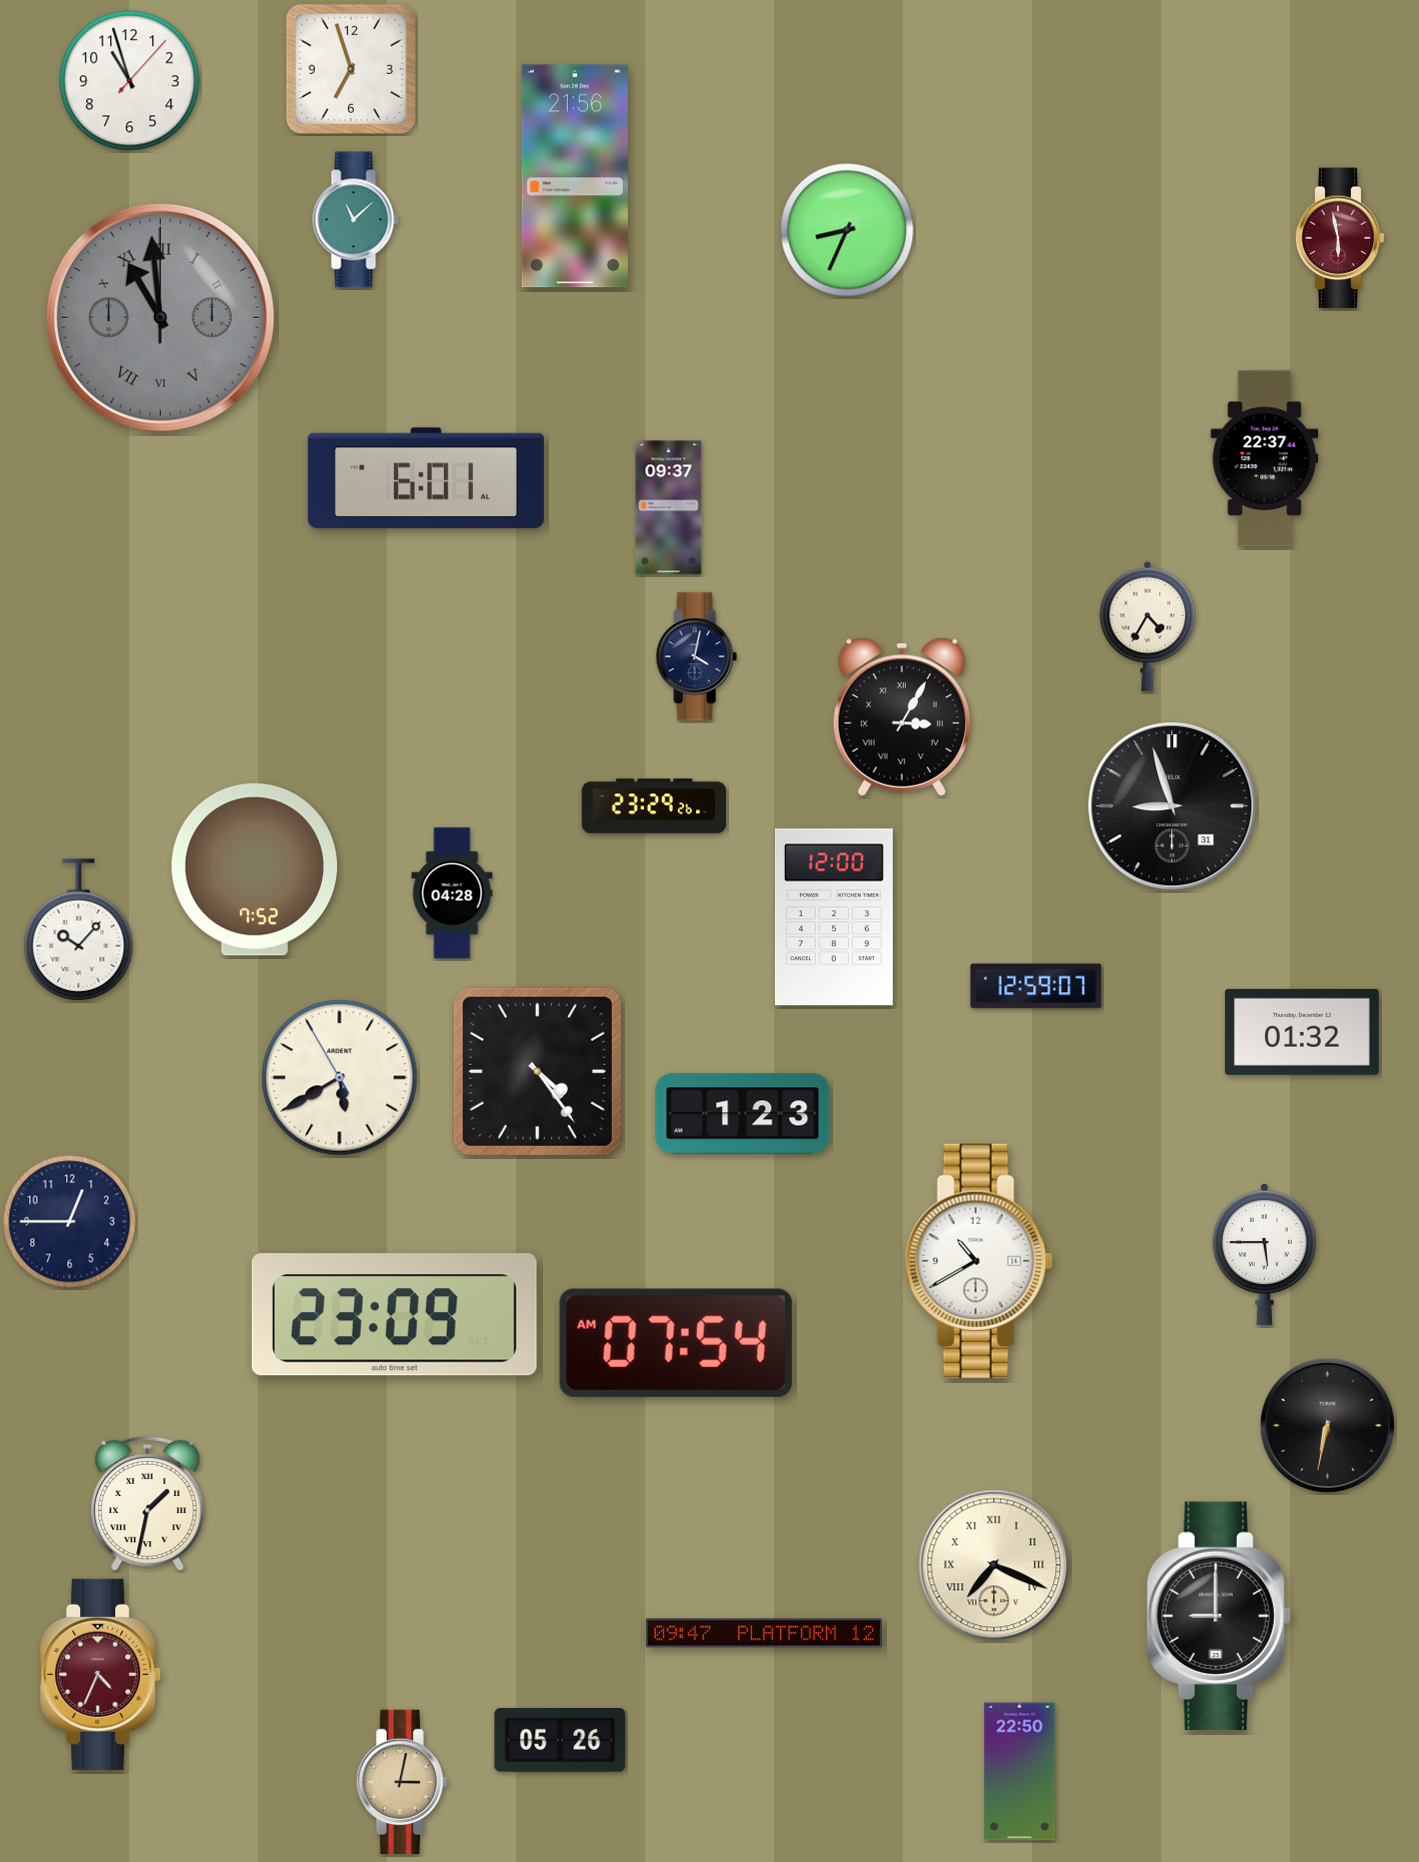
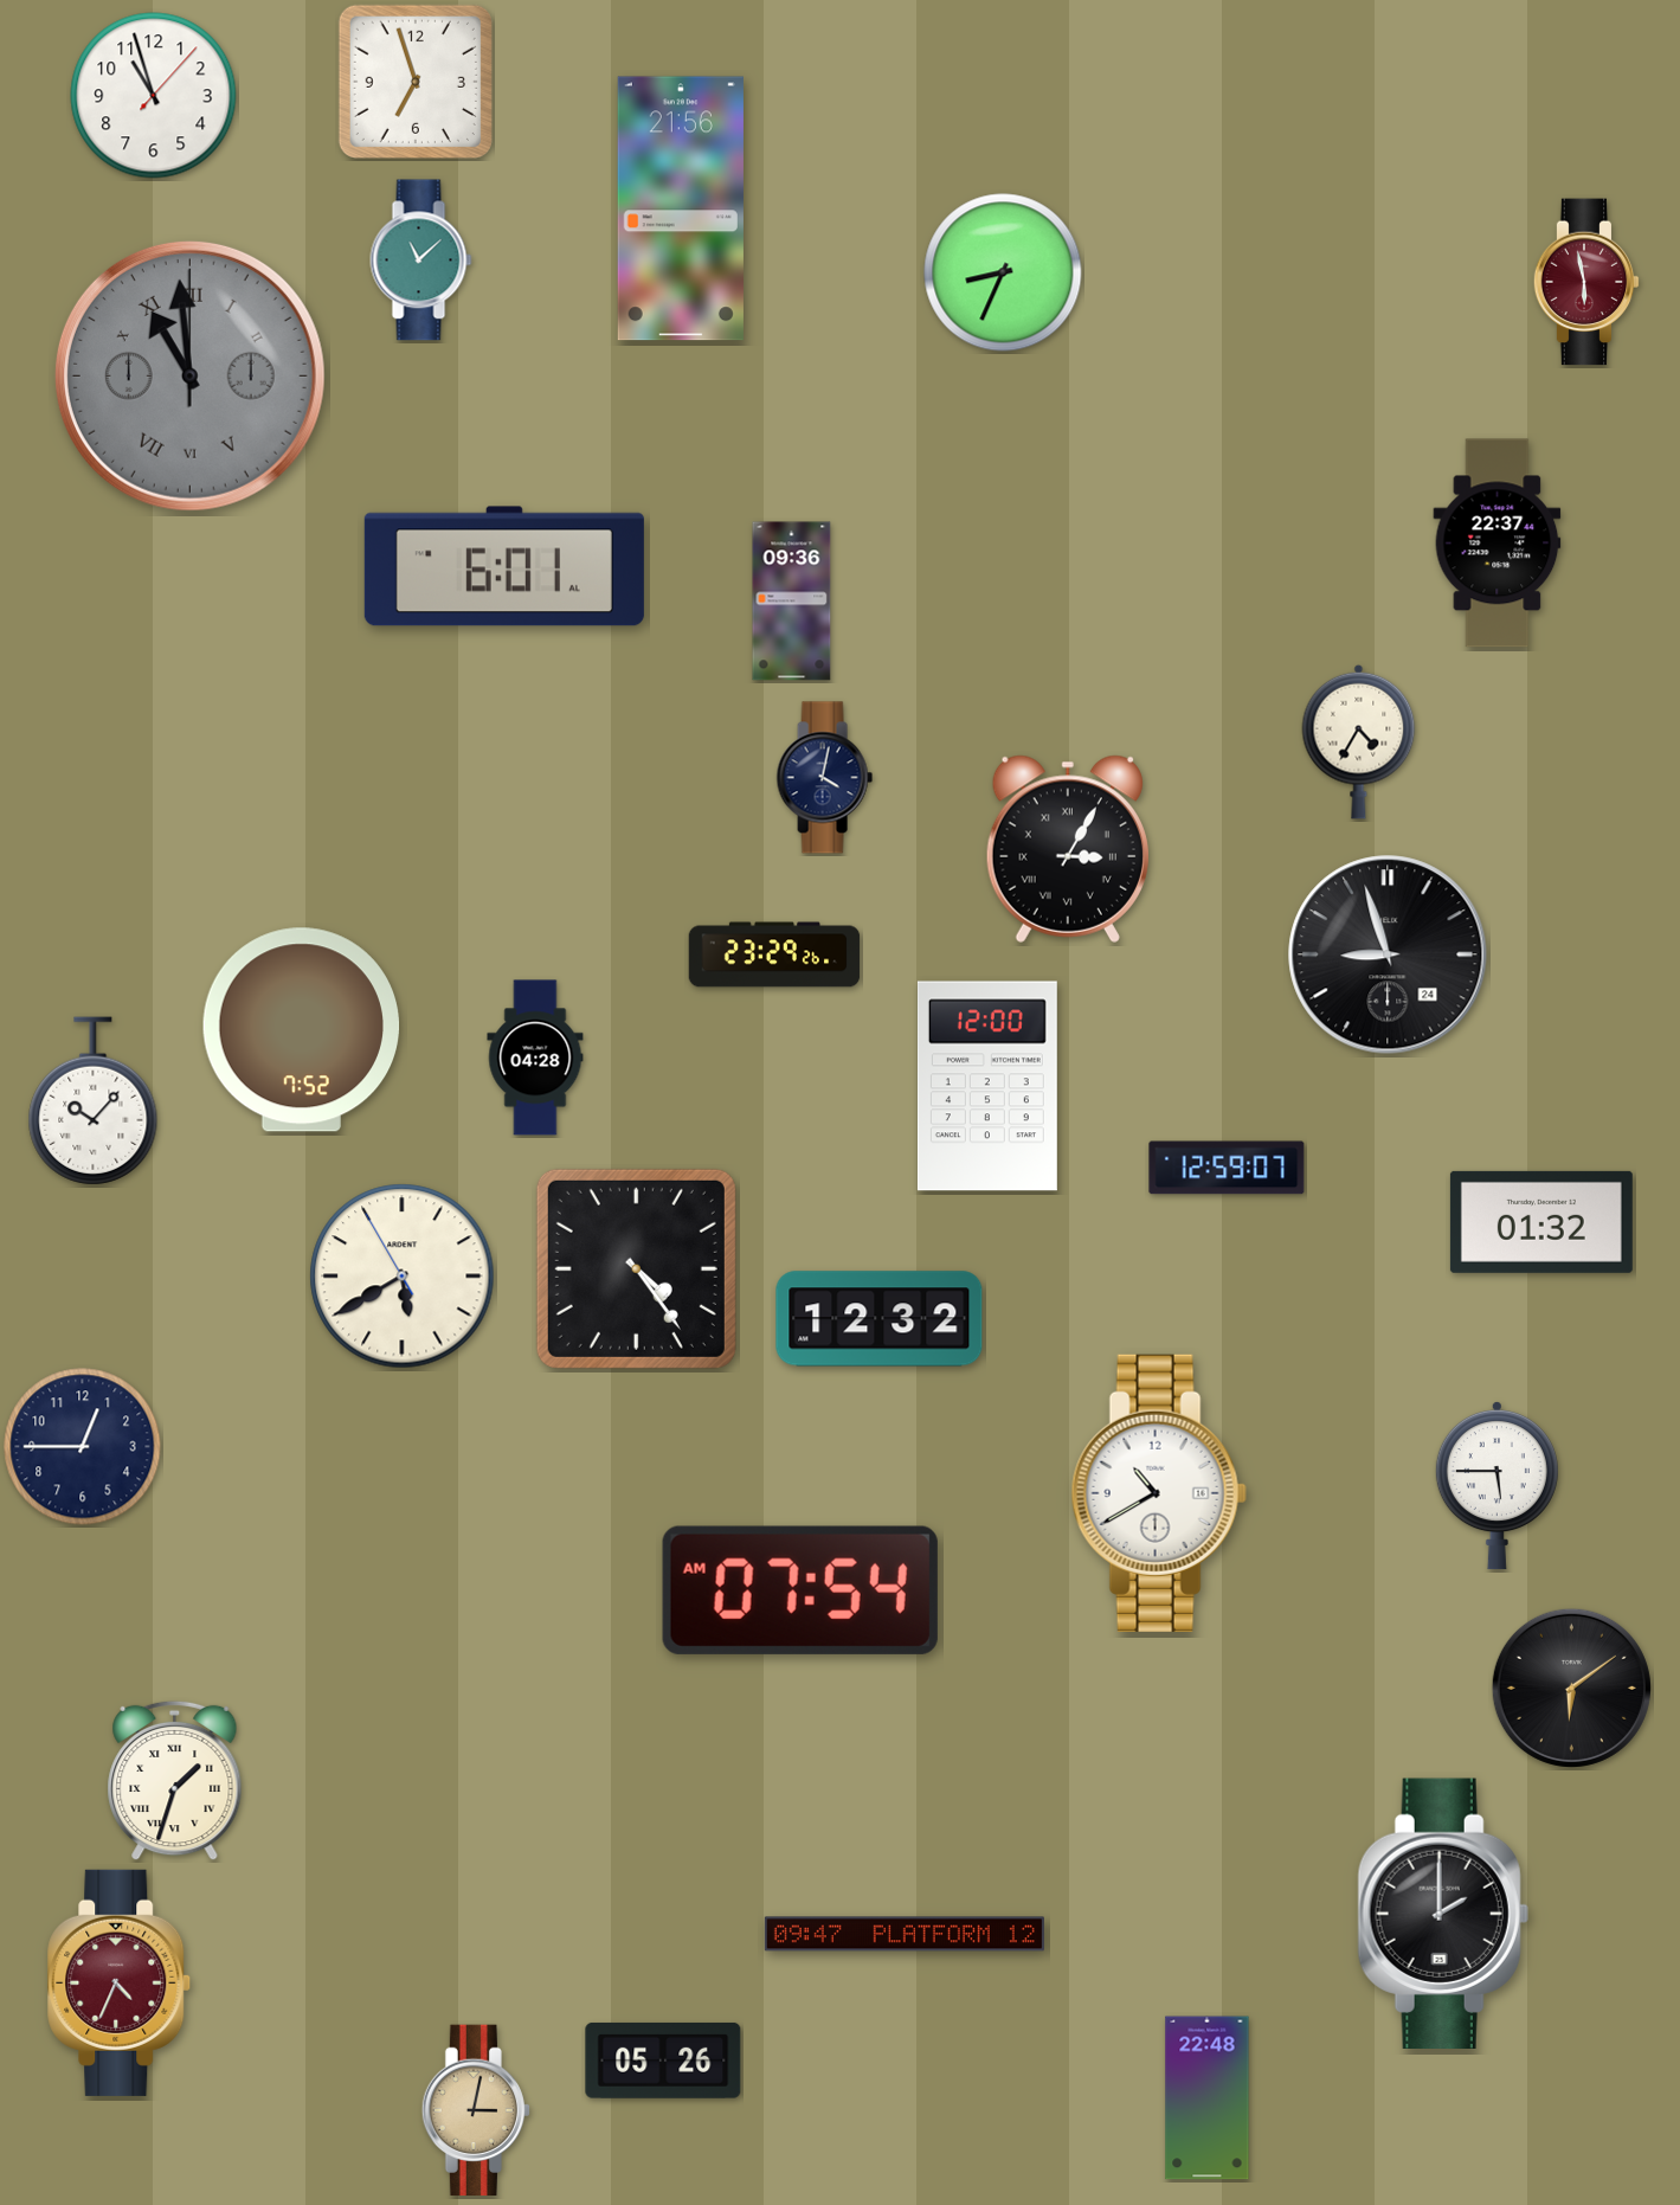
clock at (669, 508): 09:37 -> 09:36
clock at (1172, 806) date: 31 -> 24
clock at (743, 1114): 1:23 -> 12:32
clock at (394, 1315): 23:09 -> none
clock at (1327, 1425): 6:32 -> 6:09
clock at (148, 1504): 1:32 -> 1:33
clock at (994, 1565): 7:19 -> none
clock at (1219, 1615): 9:00 -> 2:00
clock at (1020, 1772): 22:50 -> 22:48
